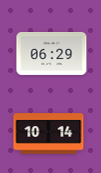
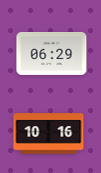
clock at (49, 134): 10:14 -> 10:16
